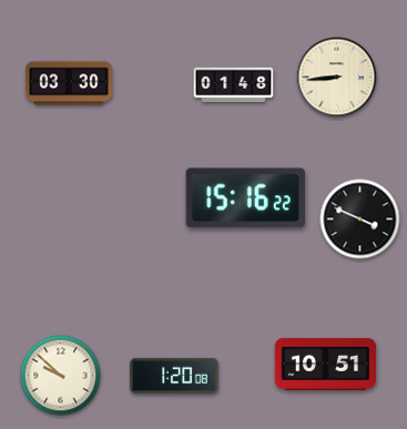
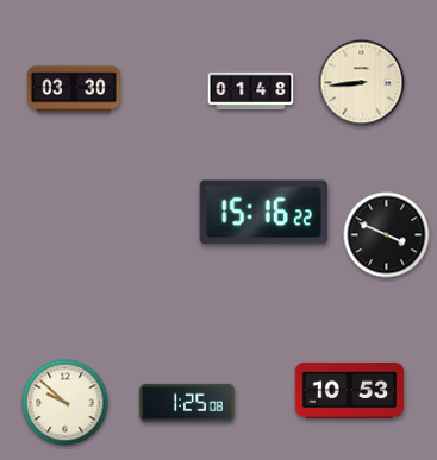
clock at (326, 364): 10:51 -> 10:53
clock at (174, 376): 1:20 -> 1:25
